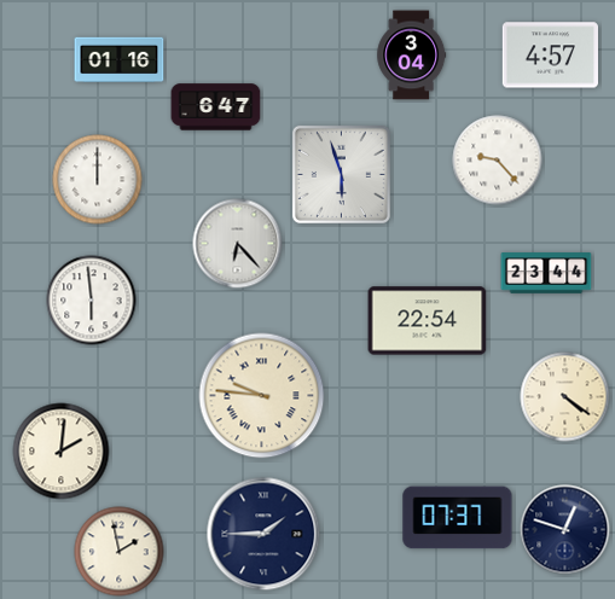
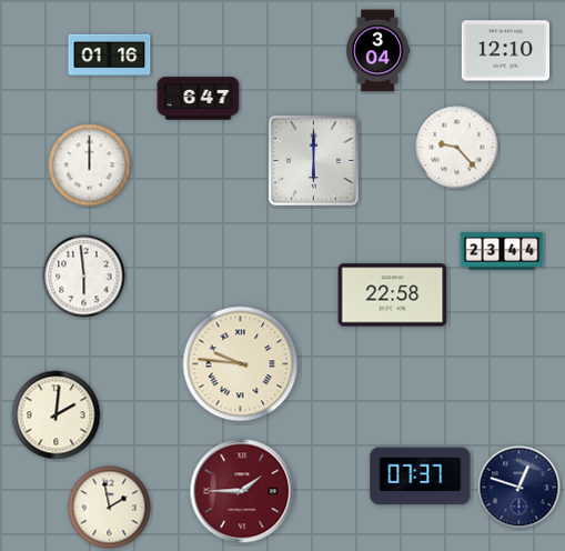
clock at (550, 56): 4:57 -> 12:10
clock at (341, 174): 5:57 -> 6:00
clock at (238, 244): 6:23 -> none
clock at (428, 321): 22:54 -> 22:58
clock at (565, 397): 4:21 -> none
clock at (263, 534) dial: navy -> burgundy
